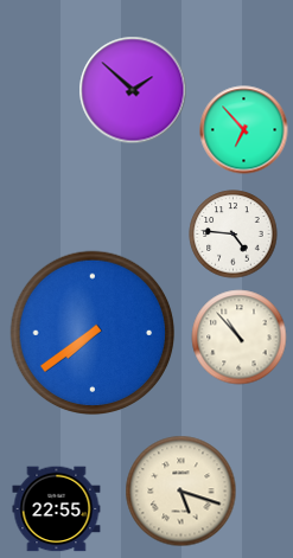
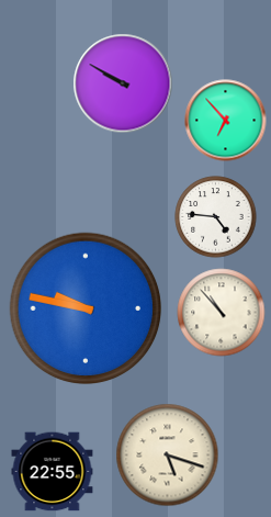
clock at (133, 90): 1:52 -> 9:50
clock at (93, 333): 7:39 -> 9:47
